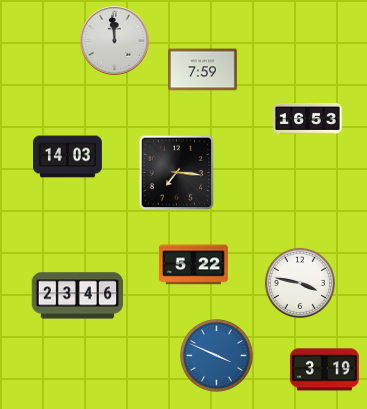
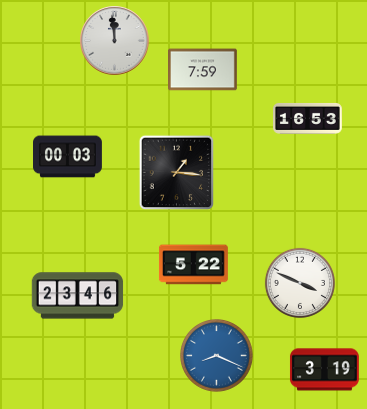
clock at (68, 157): 14:03 -> 00:03
clock at (177, 173): 7:16 -> 1:16
clock at (300, 283): 3:47 -> 3:49
clock at (217, 356): 3:49 -> 8:19
